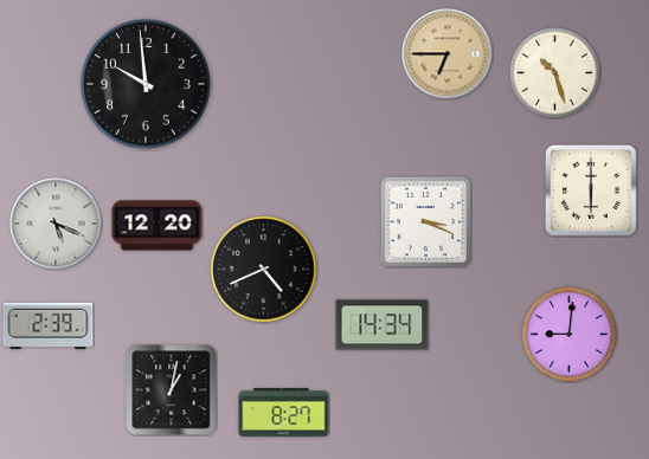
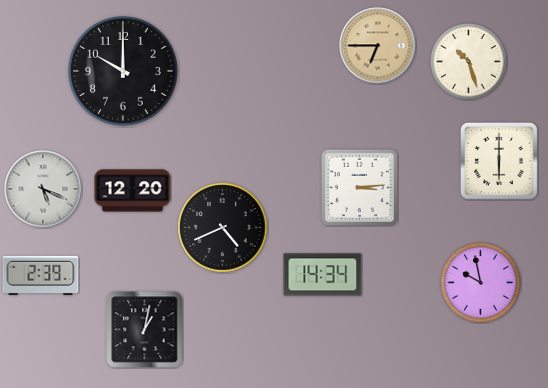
clock at (147, 85): 9:59 -> 10:00
clock at (425, 221): 3:19 -> 3:14
clock at (56, 224) position: (56, 224) -> (43, 189)
clock at (570, 335): 9:01 -> 9:58
clock at (284, 413): 8:27 -> none
